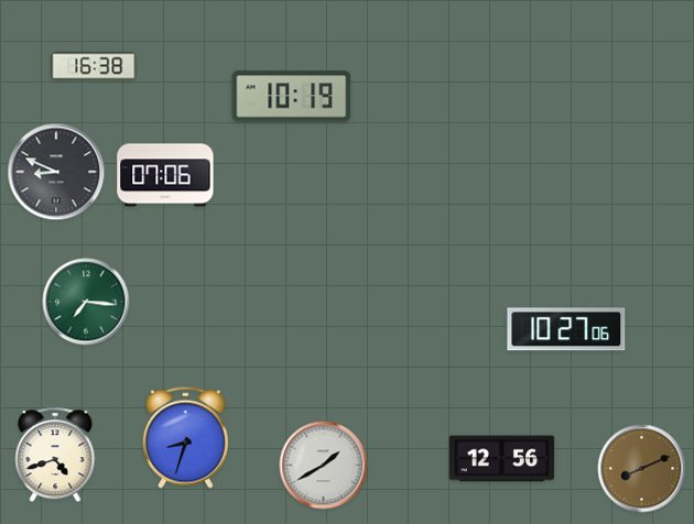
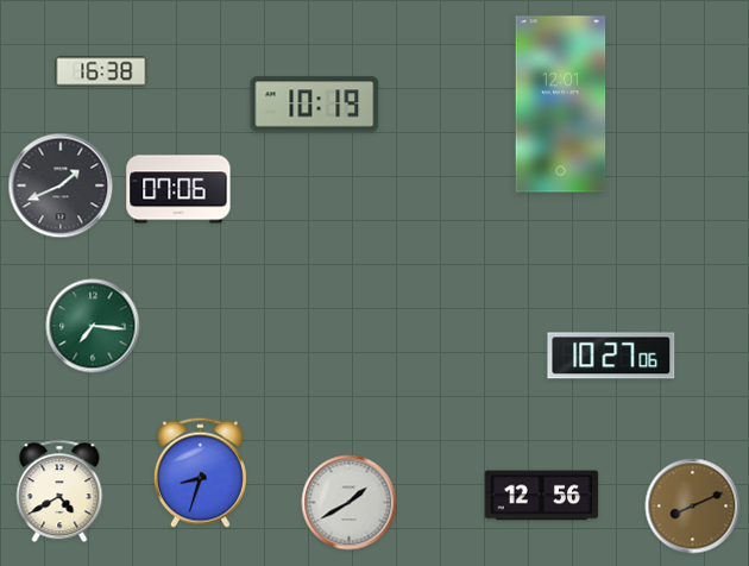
clock at (561, 105): none -> 12:01
clock at (56, 172): 8:49 -> 1:41
clock at (55, 455): 4:42 -> 4:40
